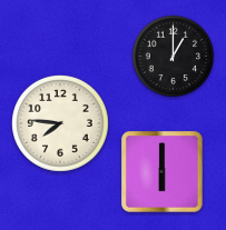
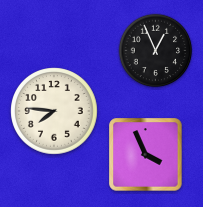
clock at (174, 57): 1:00 -> 12:56
clock at (163, 172): 6:00 -> 3:56
